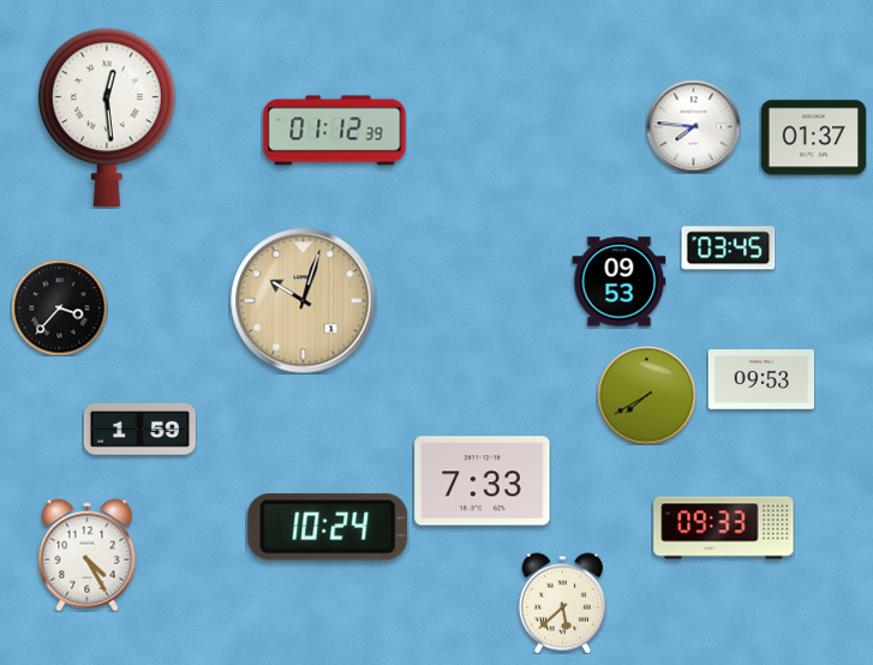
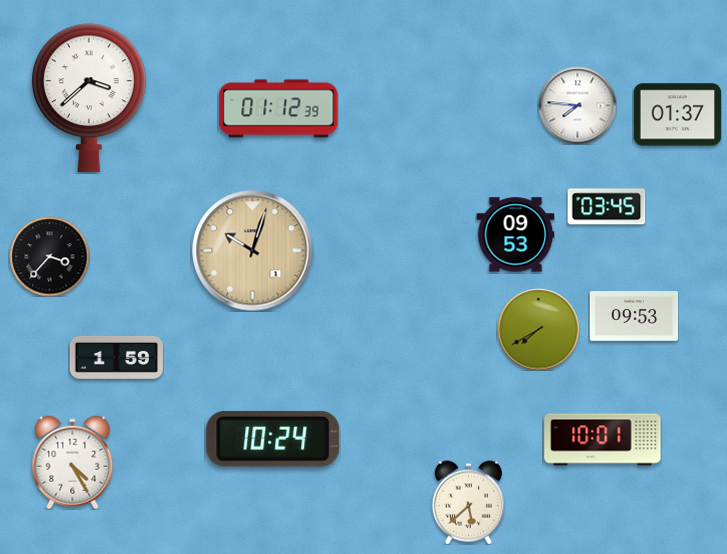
clock at (107, 118): 12:29 -> 3:38
clock at (483, 481): 7:33 -> none
clock at (724, 528): 09:33 -> 10:01
